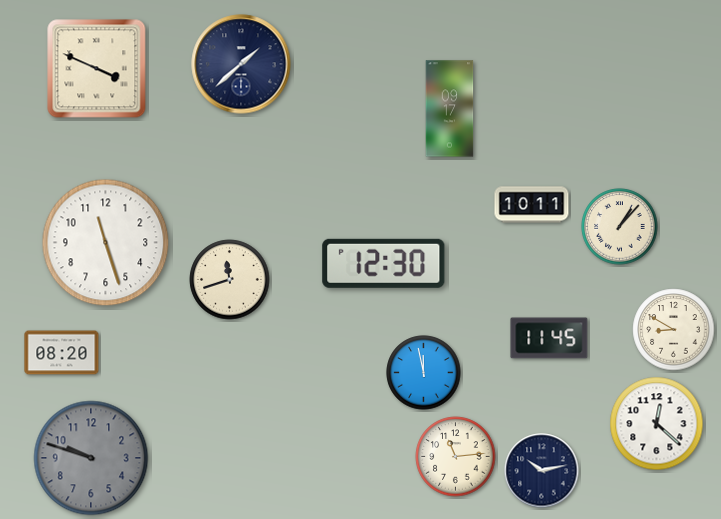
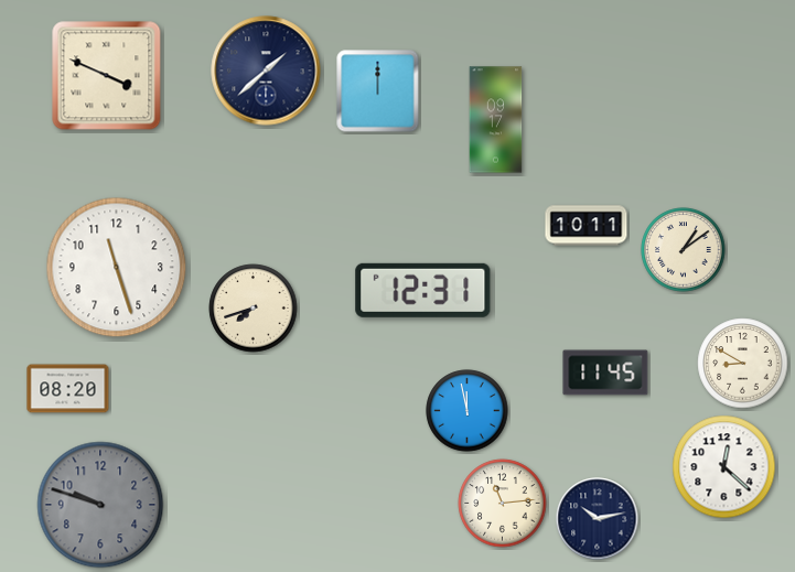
clock at (378, 91): none -> 12:00
clock at (620, 227): 1:07 -> 1:09
clock at (384, 263): 12:30 -> 12:31
clock at (230, 280): 11:42 -> 7:42
